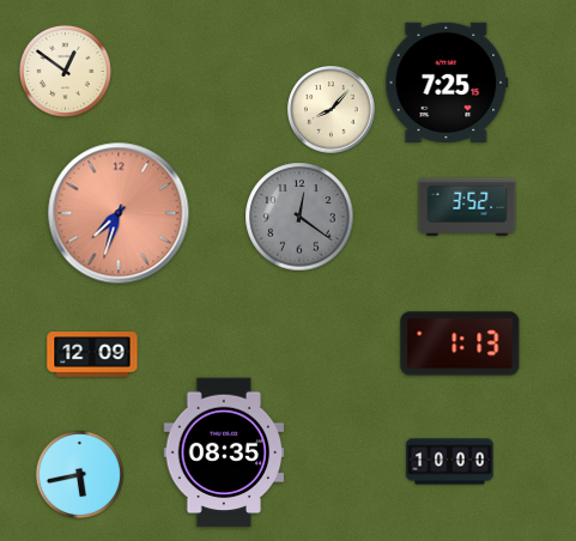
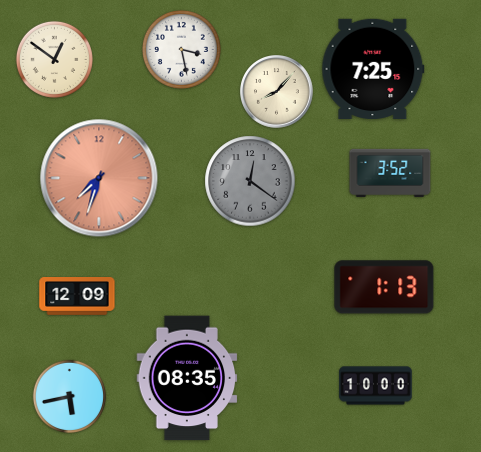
clock at (181, 49): none -> 3:28
clock at (80, 475) position: (80, 475) -> (70, 397)
